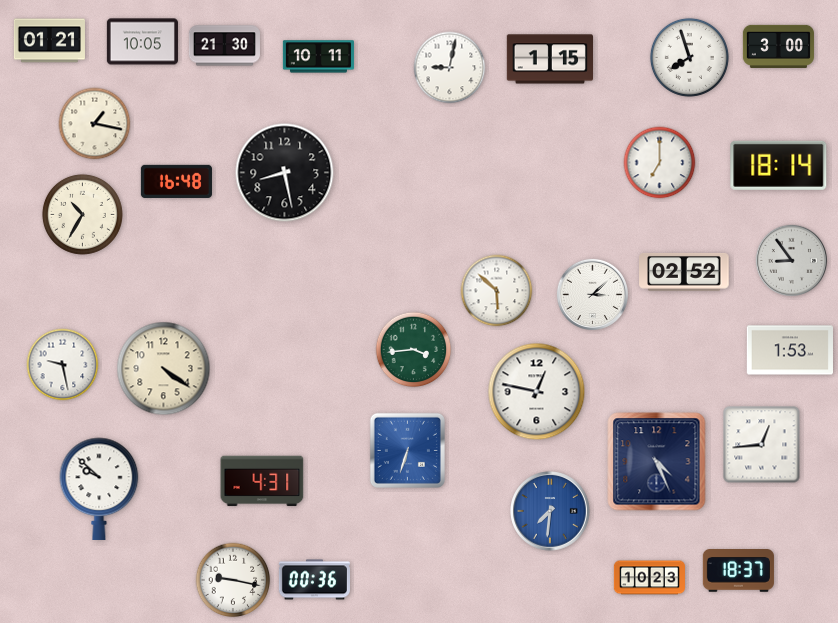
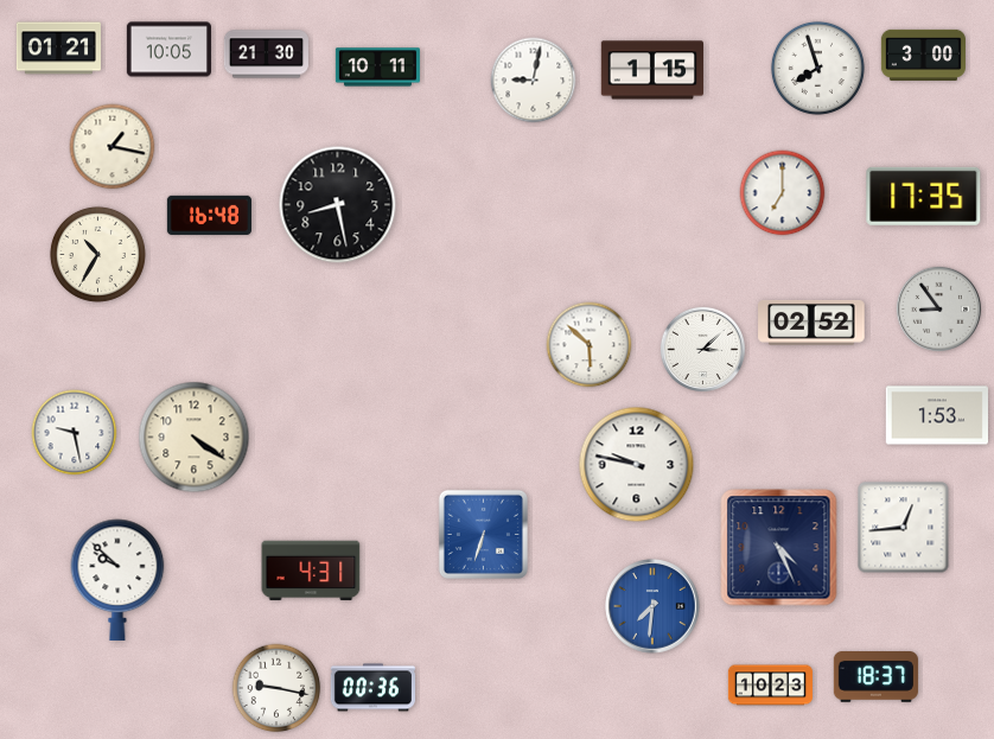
clock at (779, 165): 18:14 -> 17:35
clock at (414, 350): 3:44 -> none
clock at (537, 392): 12:47 -> 9:47
